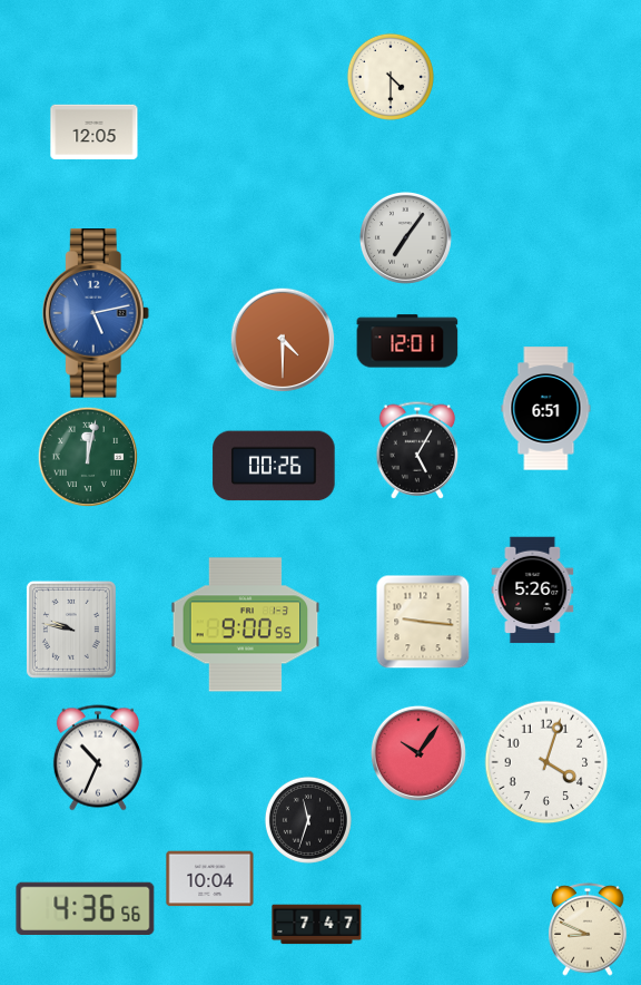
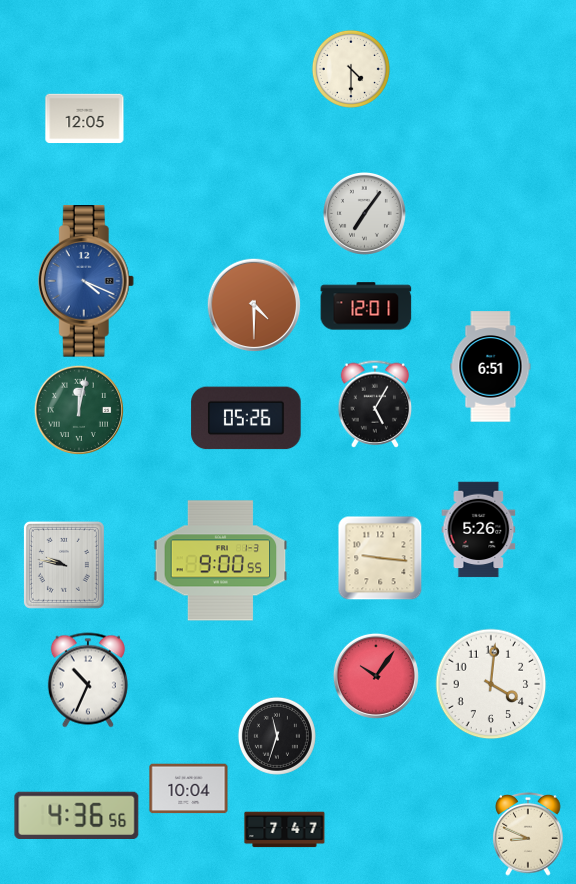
clock at (96, 313): 5:13 -> 4:19
clock at (274, 466): 00:26 -> 05:26
clock at (546, 762): 4:03 -> 4:01
